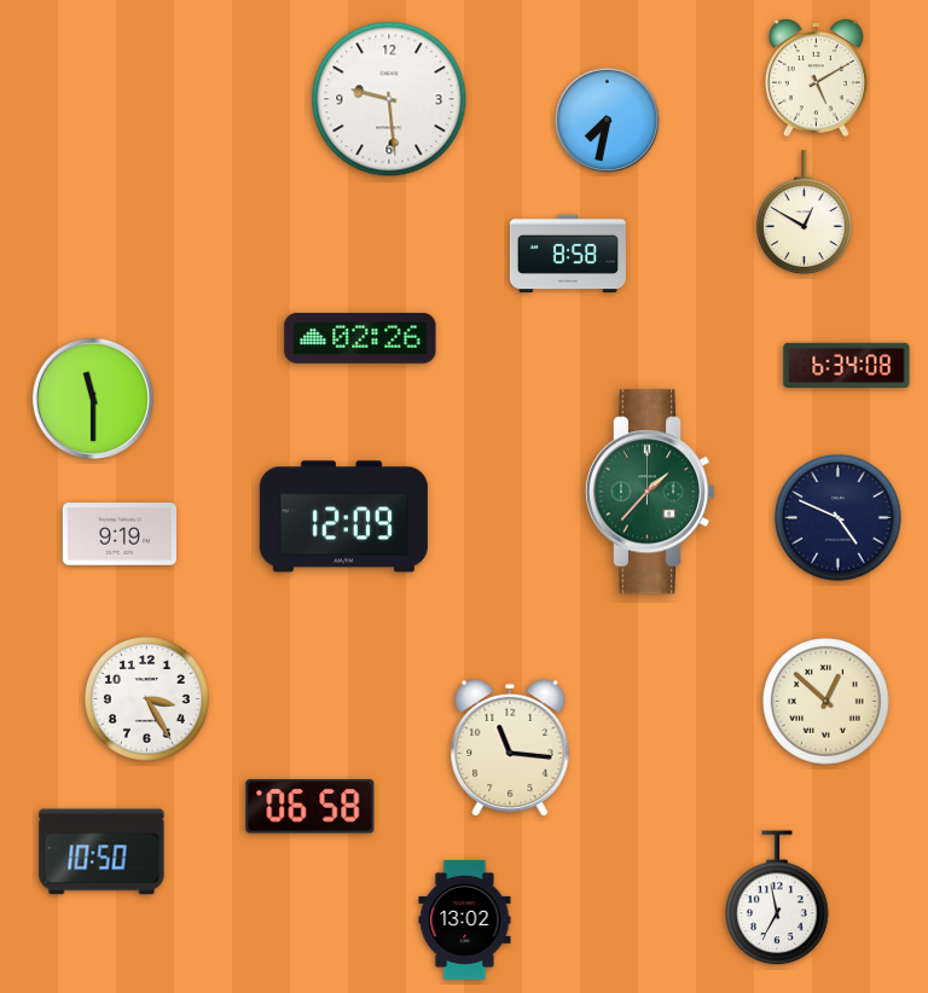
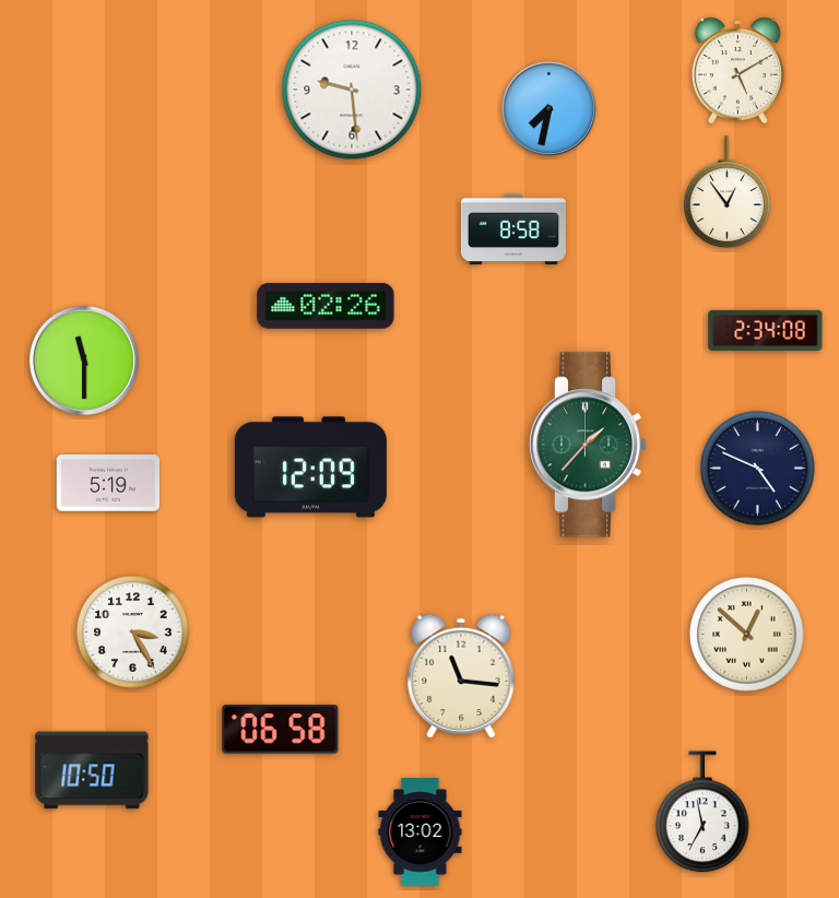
clock at (804, 211): 12:50 -> 12:54
clock at (847, 365): 6:34 -> 2:34
clock at (118, 534): 9:19 -> 5:19
